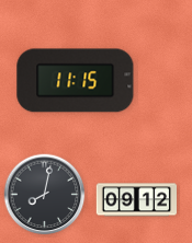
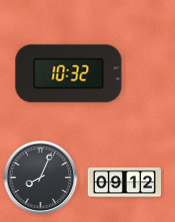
clock at (76, 81): 11:15 -> 10:32
clock at (45, 195): 8:02 -> 8:04
